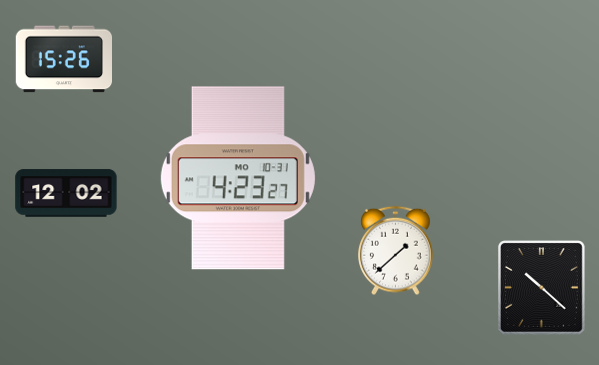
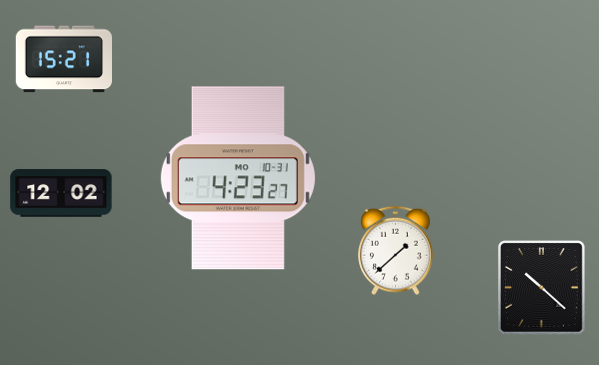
clock at (63, 59): 15:26 -> 15:21
clock at (66, 193) position: (66, 193) -> (61, 193)
